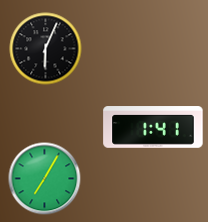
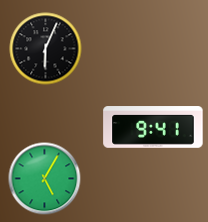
clock at (153, 127): 1:41 -> 9:41
clock at (45, 179): 7:05 -> 5:05
